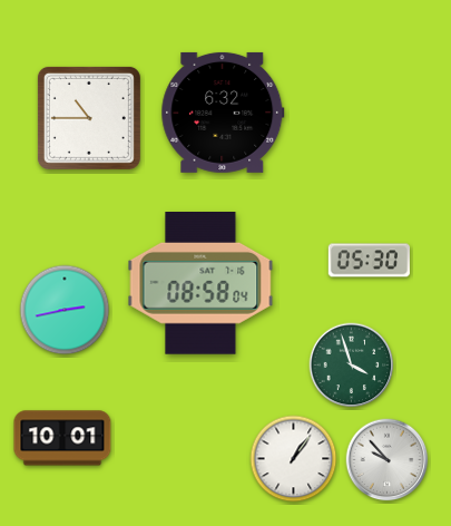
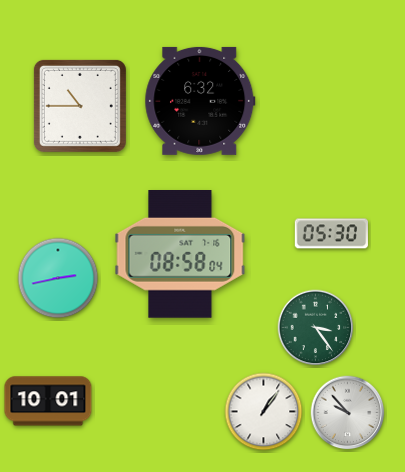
clock at (352, 366): 3:57 -> 3:24
clock at (62, 438) position: (62, 438) -> (48, 401)
